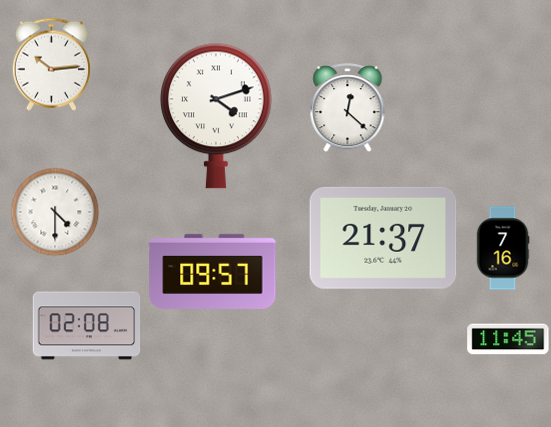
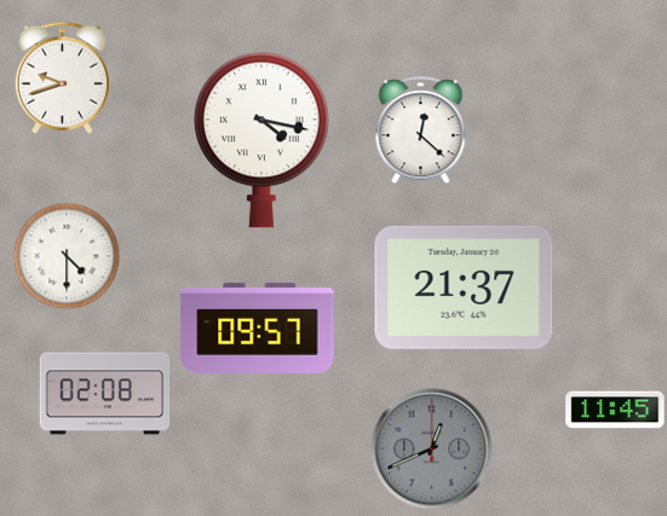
clock at (51, 64): 10:14 -> 9:42
clock at (216, 116): 4:12 -> 4:17
clock at (503, 248): 7:16 -> none
clock at (432, 450): none -> 12:41
